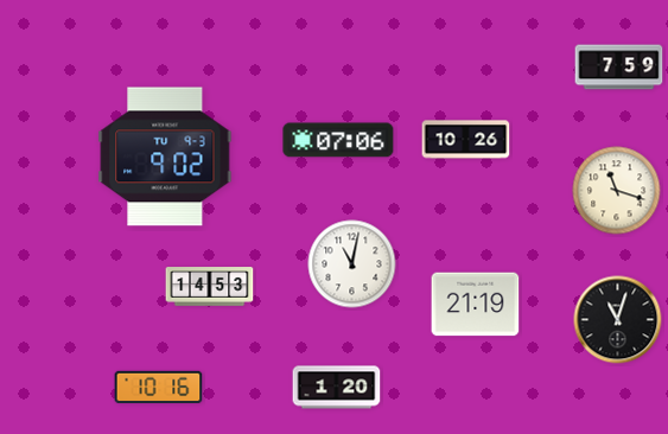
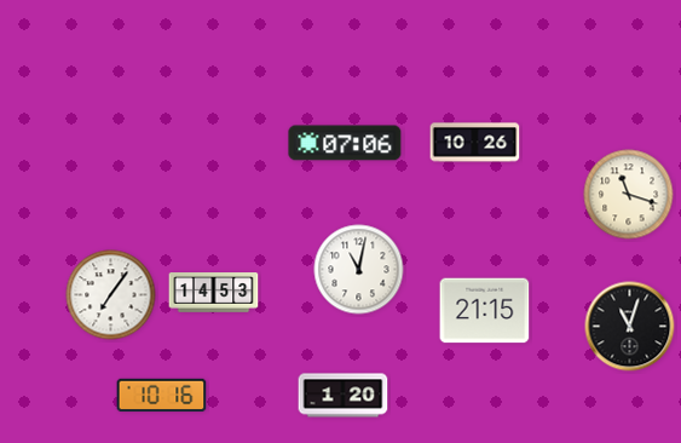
clock at (619, 68): 7:59 -> none
clock at (165, 157): 9:02 -> none
clock at (111, 295): none -> 7:06
clock at (476, 305): 21:19 -> 21:15
